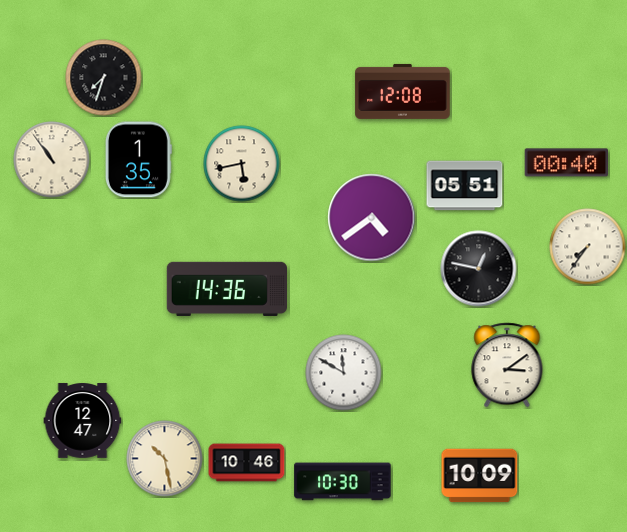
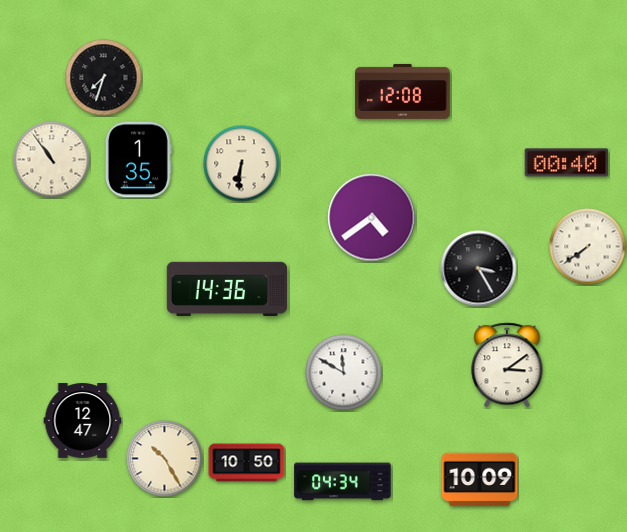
clock at (242, 164): 5:43 -> 6:31
clock at (465, 186): 05:51 -> none
clock at (588, 247): 7:36 -> 7:39
clock at (479, 269): 12:47 -> 3:25
clock at (165, 459): 10:28 -> 10:25
clock at (247, 463): 10:46 -> 10:50
clock at (480, 476) position: (480, 476) -> (480, 480)
clock at (343, 482): 10:30 -> 04:34
